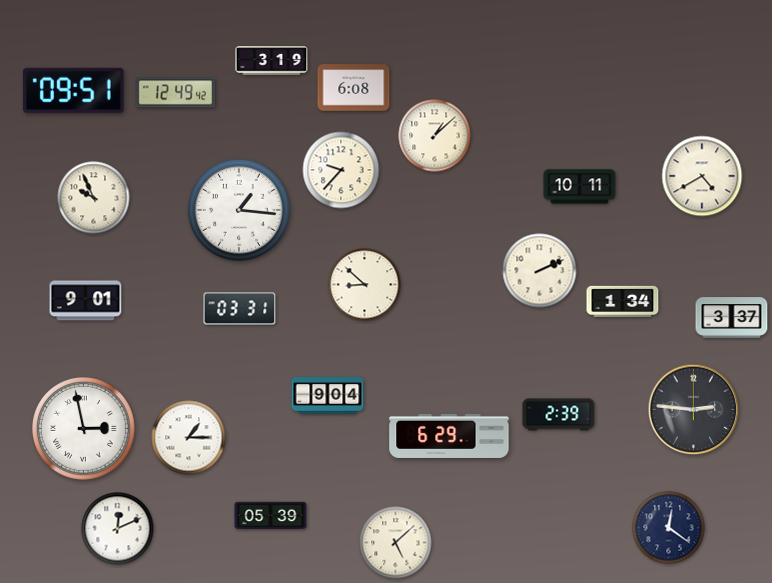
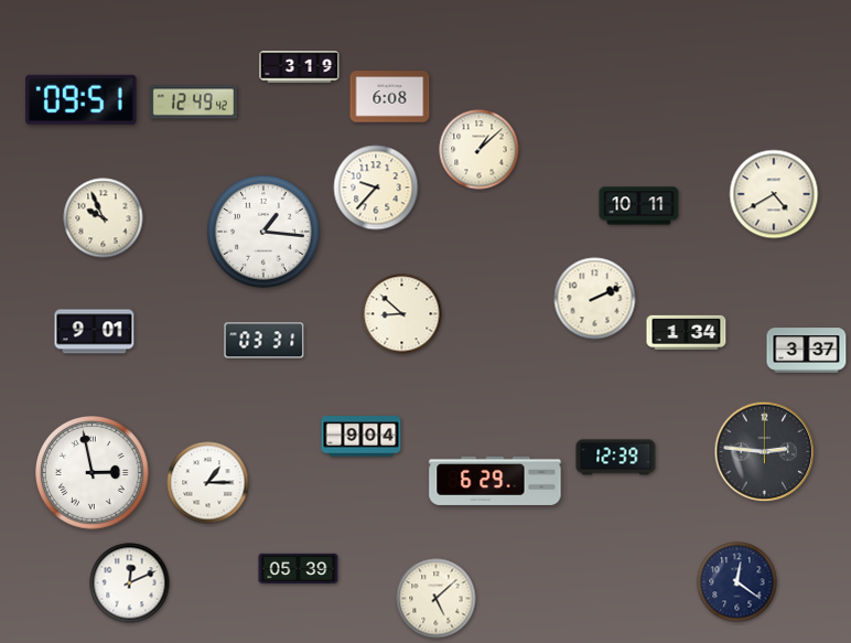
clock at (559, 415): 2:39 -> 12:39
